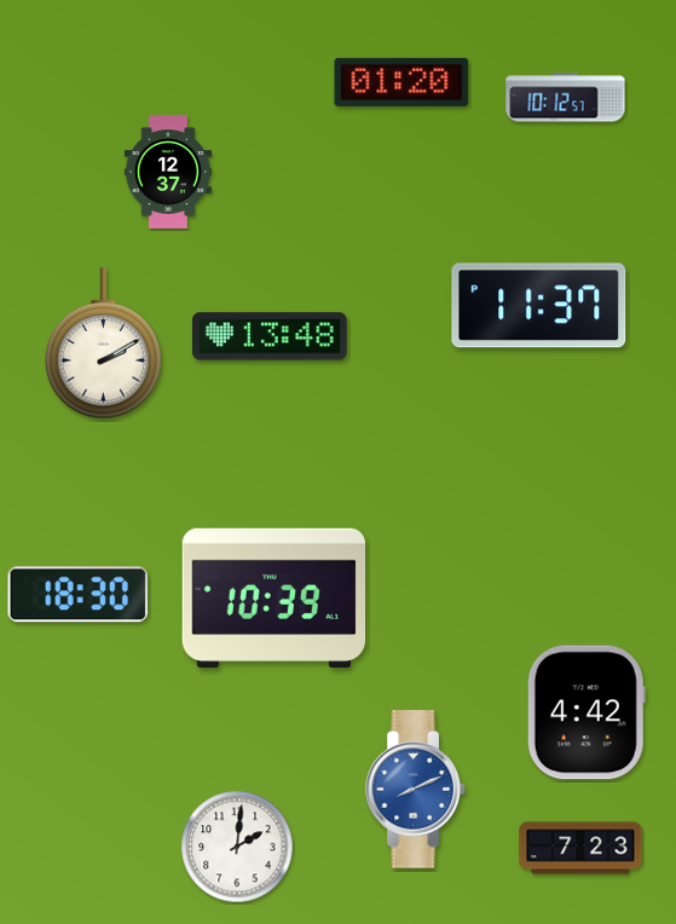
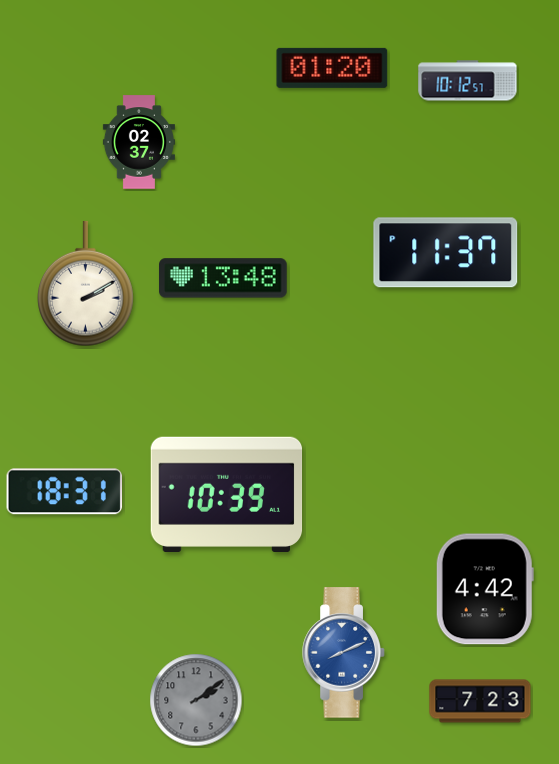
clock at (168, 172): 12:37 -> 02:37
clock at (77, 595): 18:30 -> 18:31
clock at (237, 847): 2:01 -> 2:09
clock at (237, 847) dial: white -> grey
